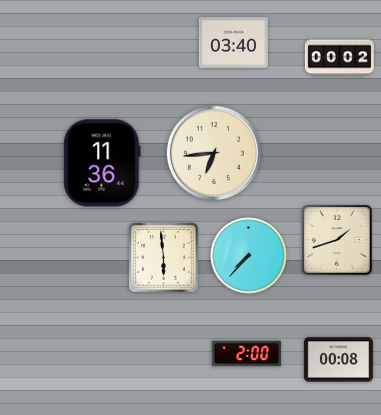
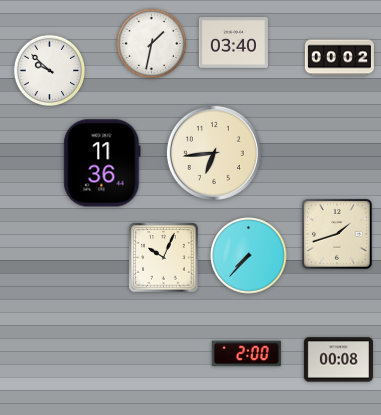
clock at (152, 44): none -> 1:32
clock at (50, 71): none -> 9:52
clock at (338, 241) position: (338, 241) -> (338, 235)
clock at (164, 258): 5:59 -> 10:04
